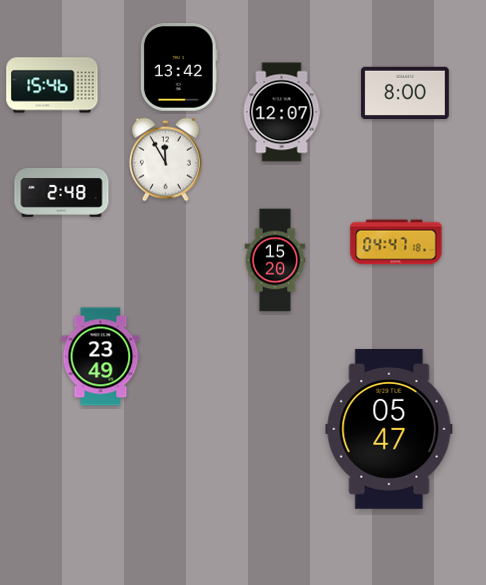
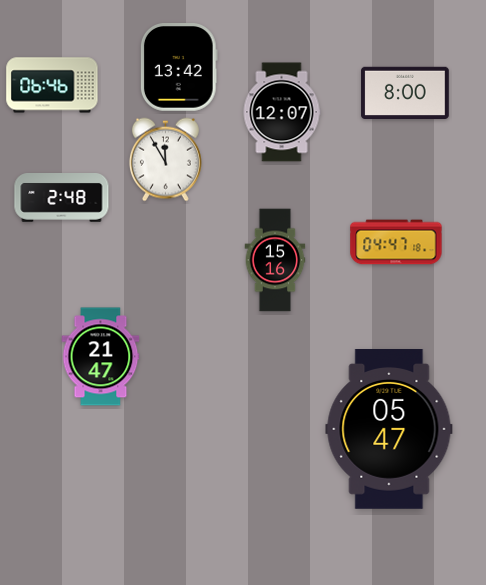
clock at (52, 85): 15:46 -> 06:46
clock at (62, 193) position: (62, 193) -> (62, 198)
clock at (275, 260): 15:20 -> 15:16
clock at (101, 357): 23:49 -> 21:47
